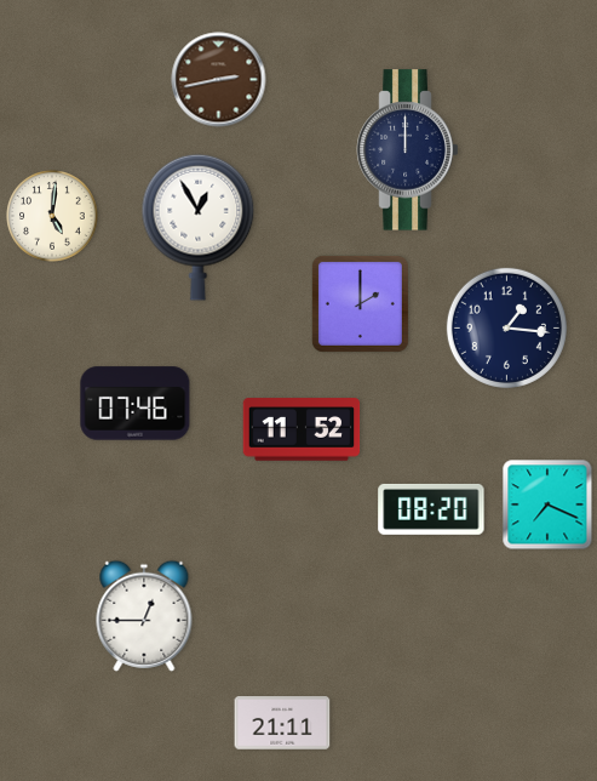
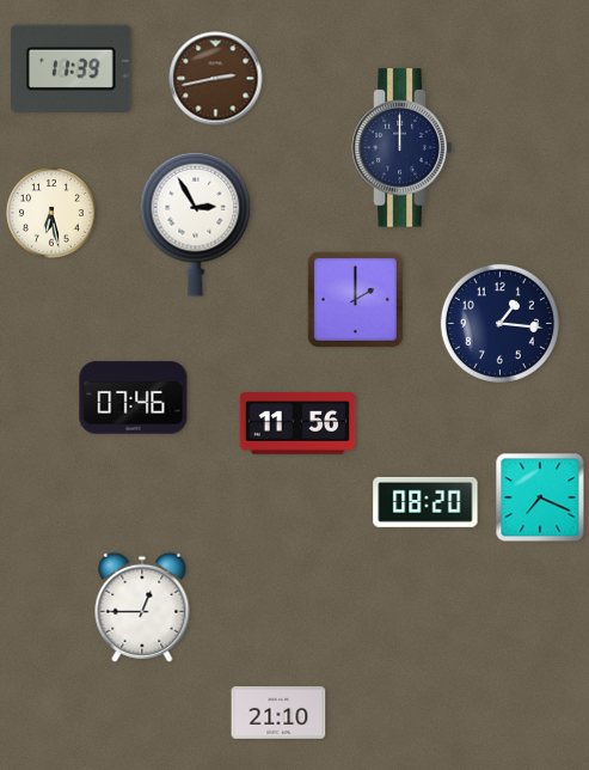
clock at (70, 69): none -> 11:39
clock at (52, 216): 5:01 -> 6:28
clock at (199, 227): 12:55 -> 2:55
clock at (302, 429): 11:52 -> 11:56
clock at (282, 723): 21:11 -> 21:10
